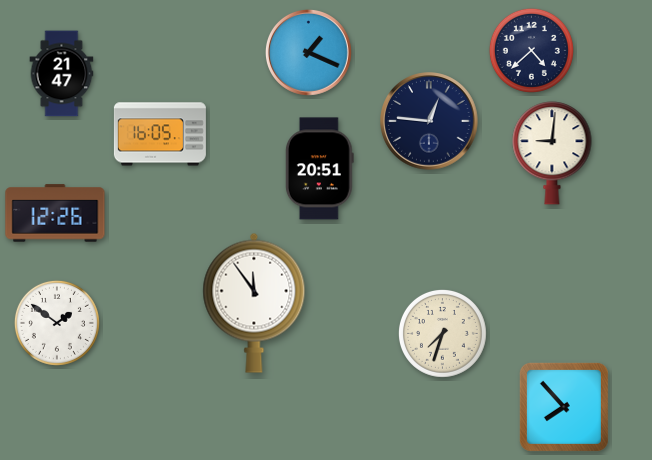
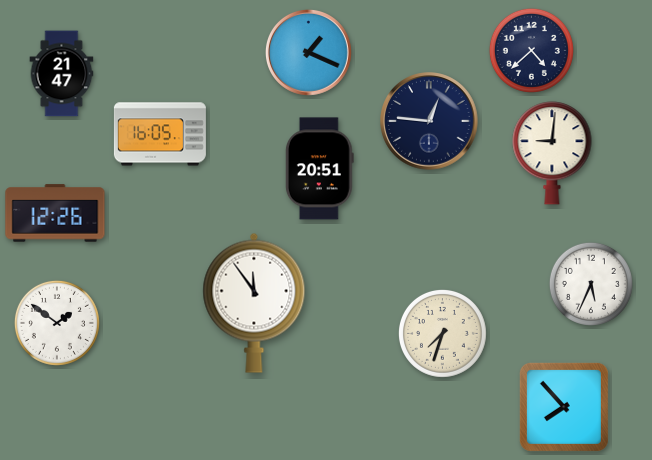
clock at (591, 284): none -> 5:34
